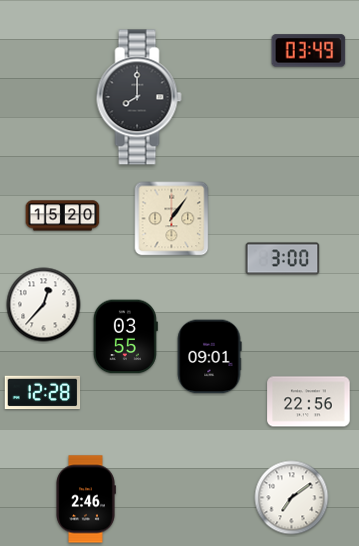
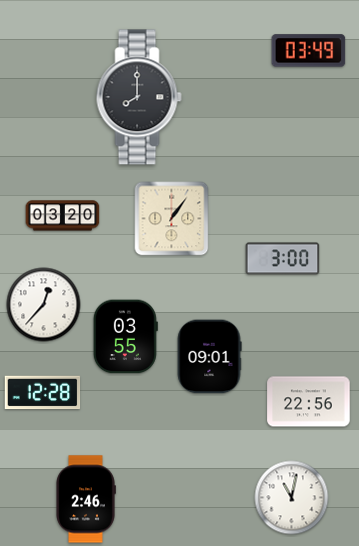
clock at (63, 216): 15:20 -> 03:20
clock at (292, 498): 7:09 -> 11:02
